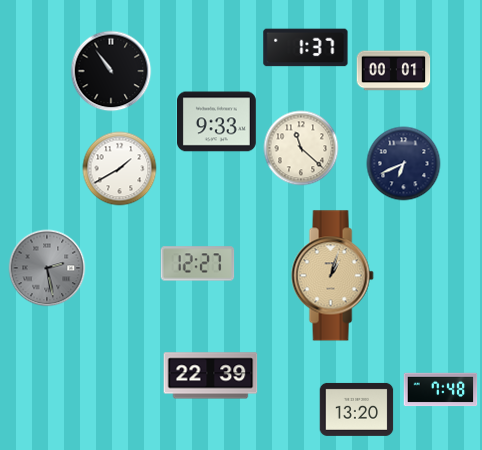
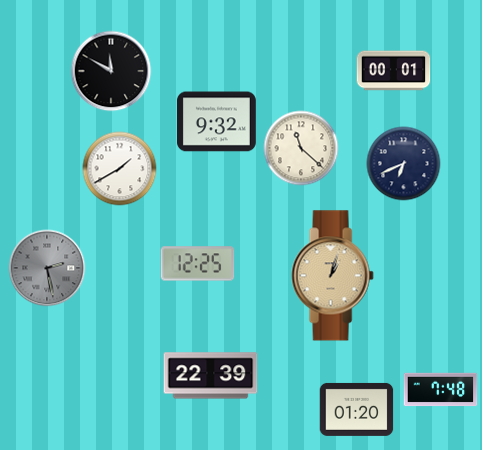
clock at (306, 48): 1:37 -> none
clock at (111, 71): 10:54 -> 11:50
clock at (217, 122): 9:33 -> 9:32
clock at (198, 264): 12:27 -> 12:25
clock at (357, 409): 13:20 -> 01:20
